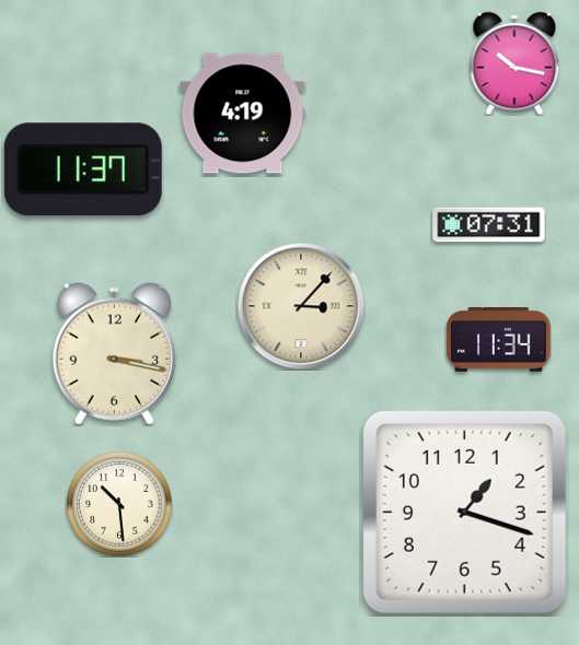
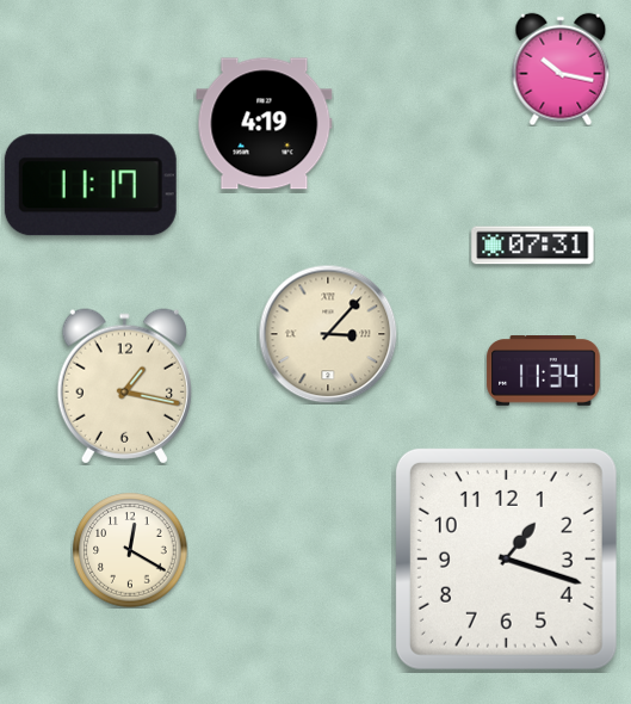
clock at (83, 169): 11:37 -> 11:17
clock at (114, 354): 3:17 -> 1:17
clock at (119, 504): 10:29 -> 12:20
